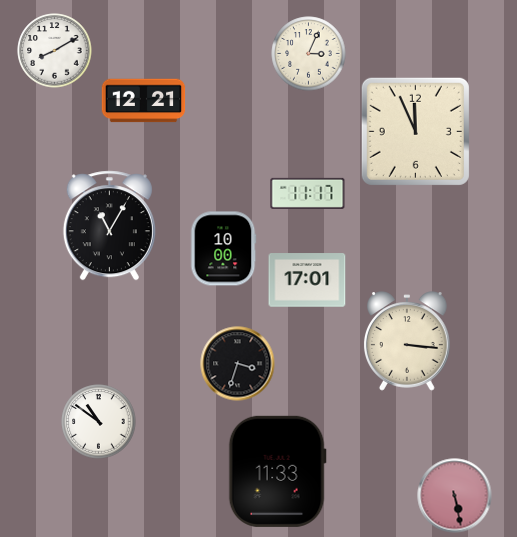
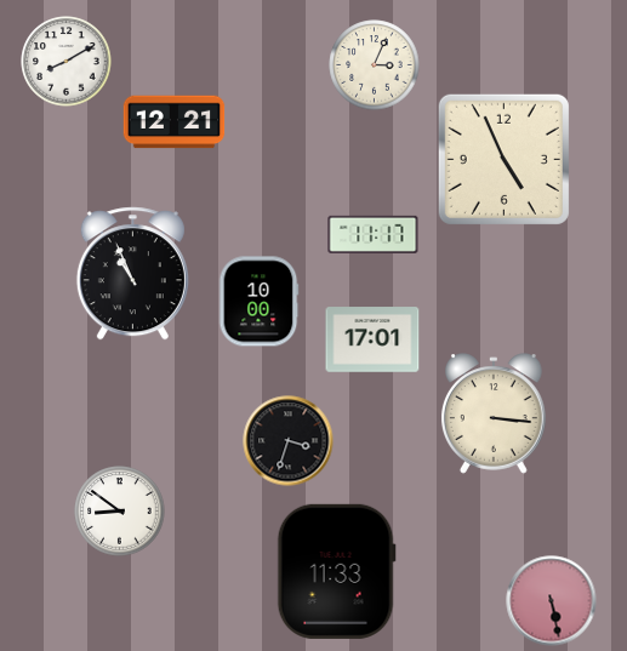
clock at (415, 131): 11:56 -> 4:56
clock at (109, 226): 11:05 -> 10:56
clock at (223, 249) position: (223, 249) -> (258, 302)
clock at (99, 422): 10:51 -> 8:51
